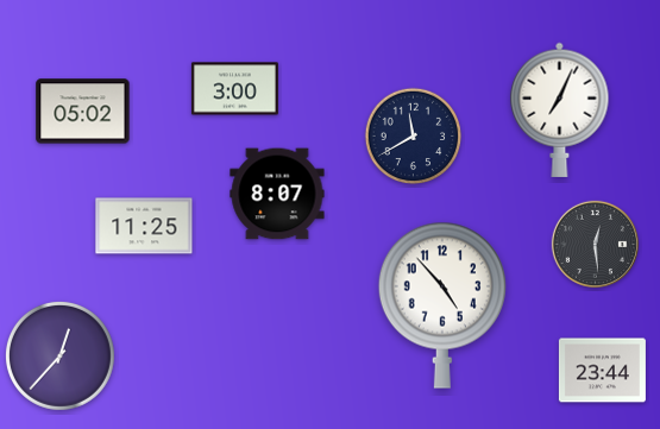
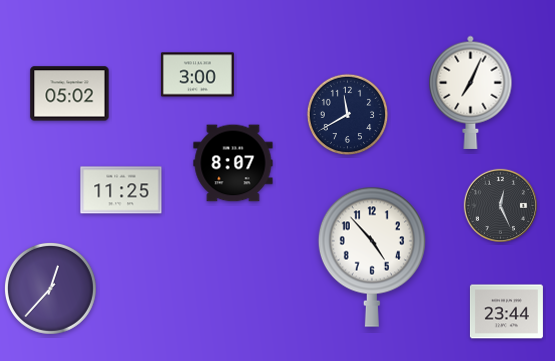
clock at (595, 244): 12:29 -> 12:26
clock at (59, 355) position: (59, 355) -> (50, 288)
